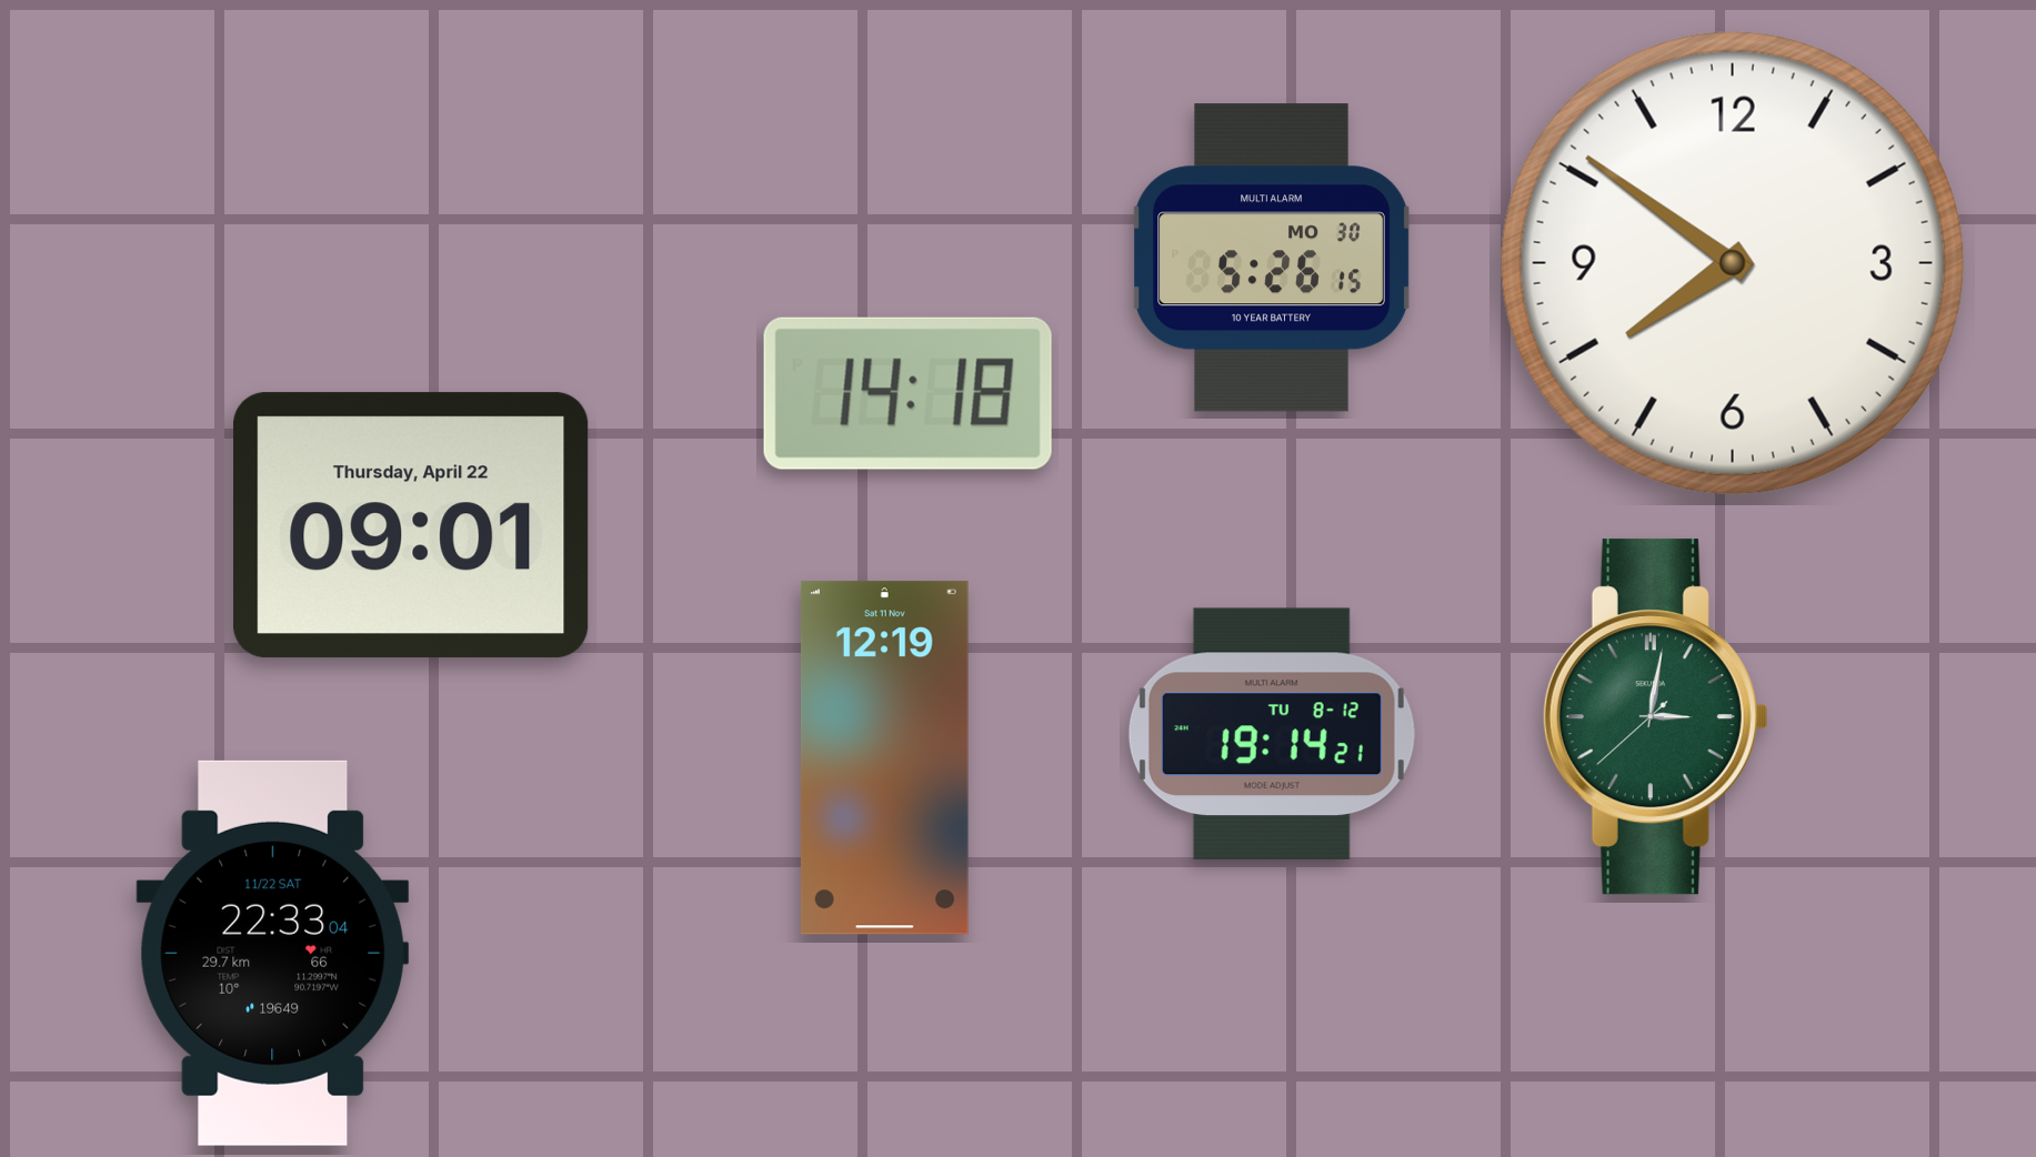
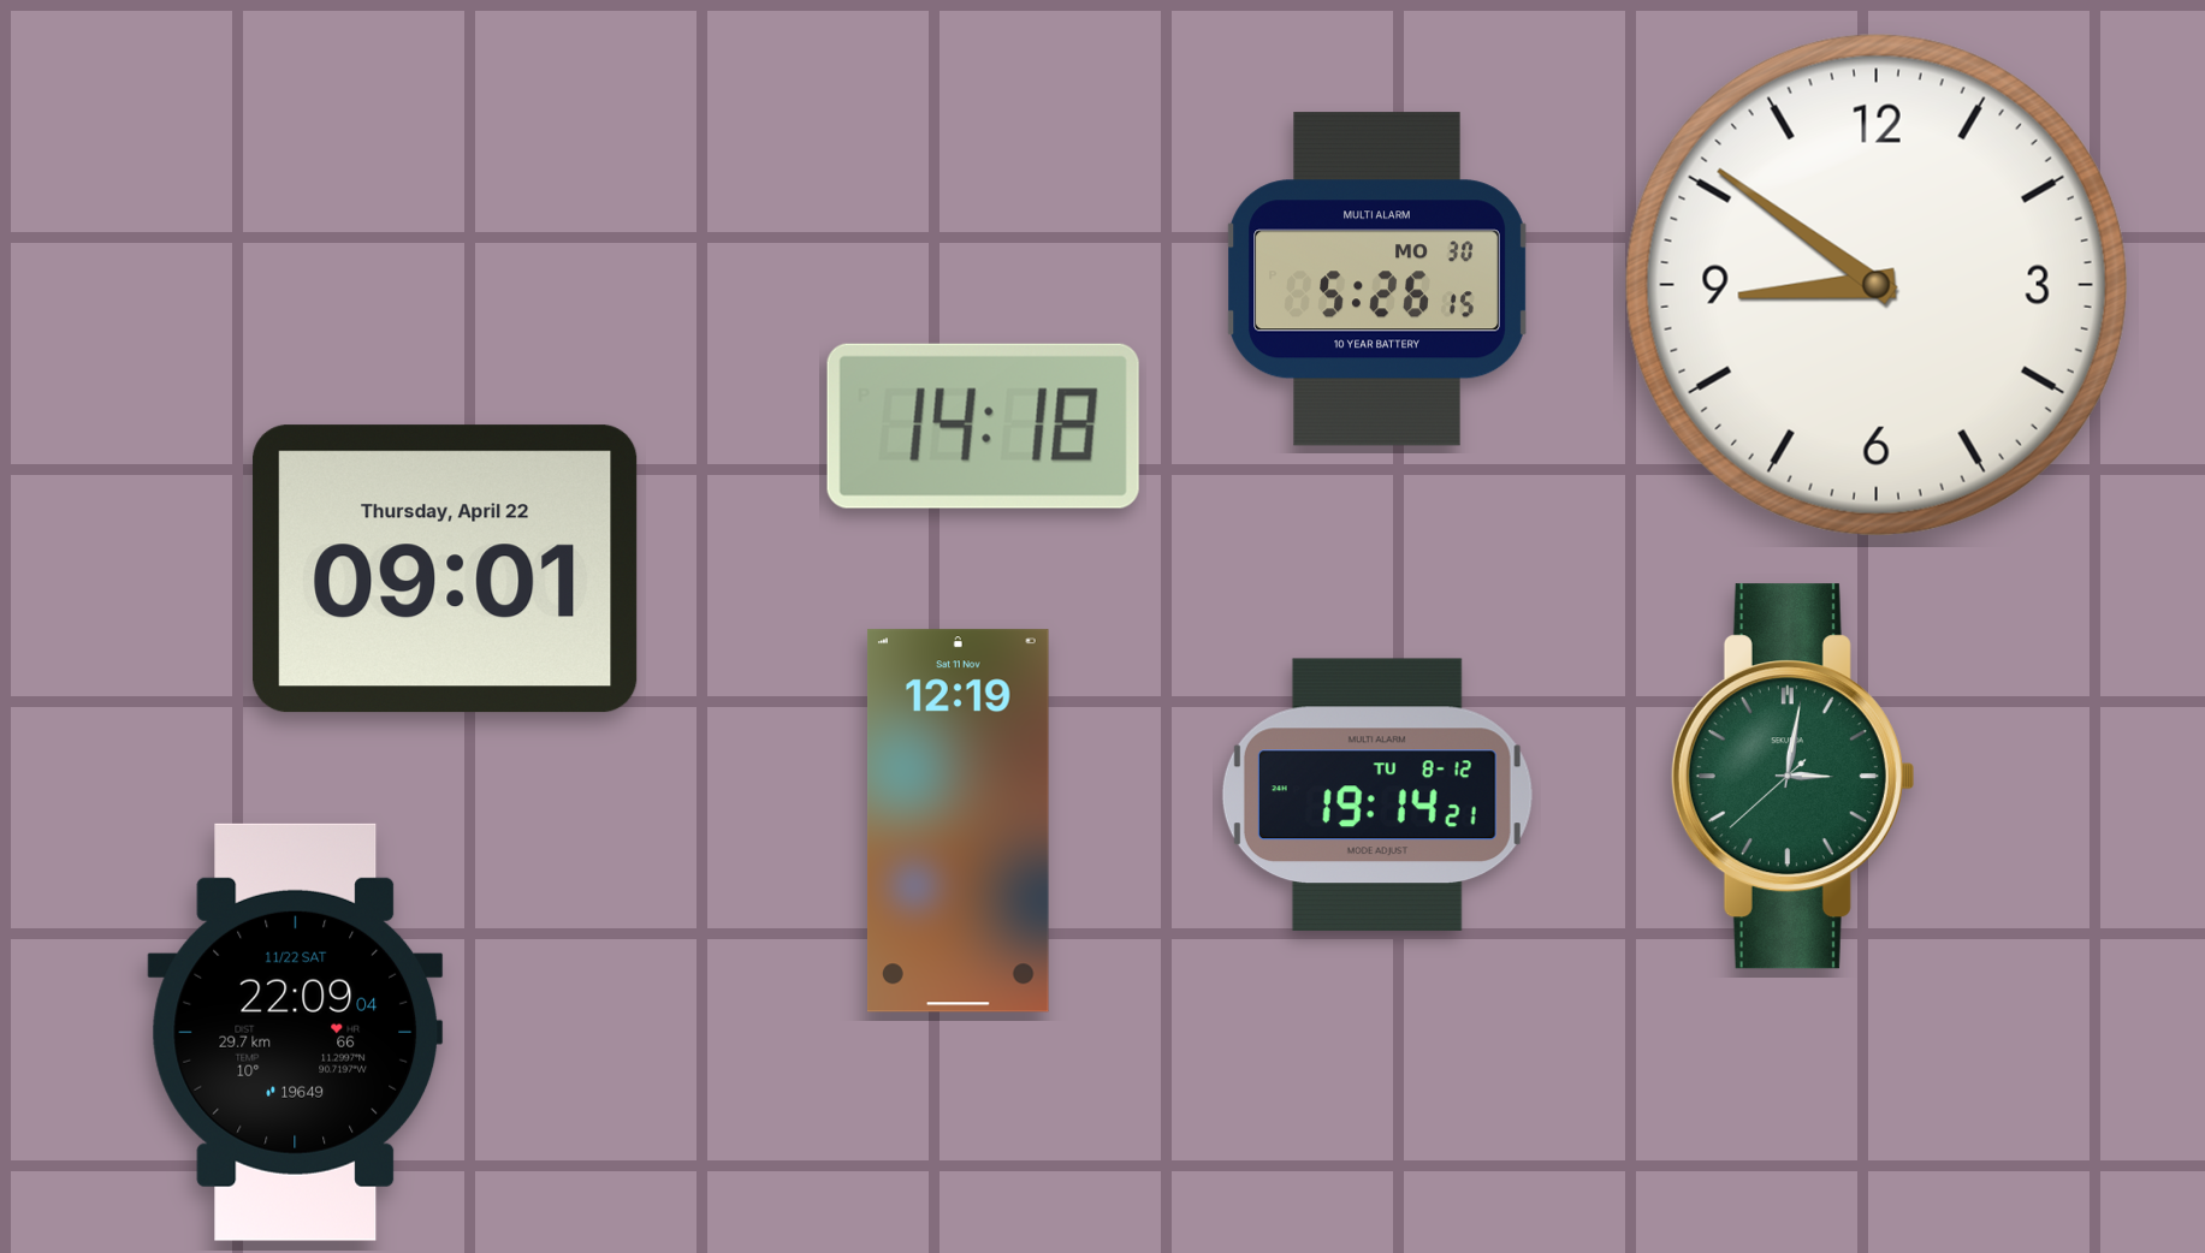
clock at (1733, 263): 7:51 -> 8:51
clock at (273, 953): 22:33 -> 22:09
